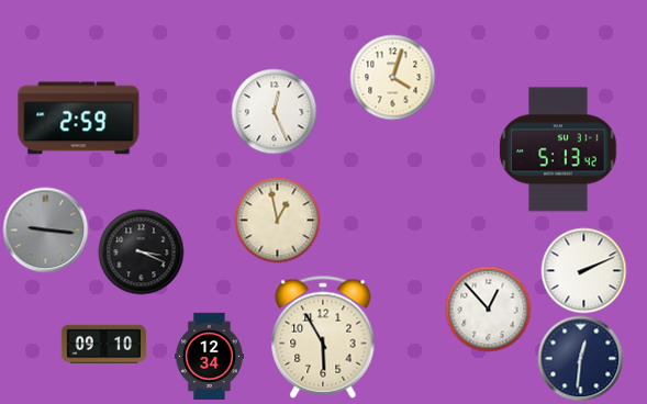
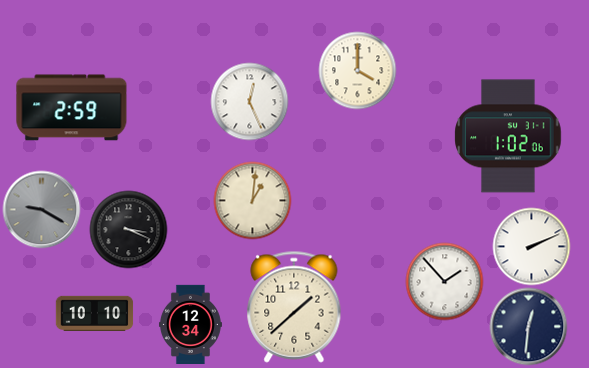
clock at (392, 77): 4:03 -> 4:00
clock at (558, 149): 5:13 -> 1:02
clock at (277, 220): 12:58 -> 1:01
clock at (45, 229): 9:16 -> 9:20
clock at (488, 308): 12:53 -> 1:53
clock at (323, 337): 5:55 -> 1:38
clock at (103, 344): 09:10 -> 10:10
